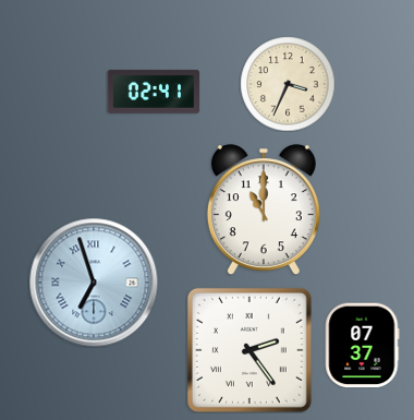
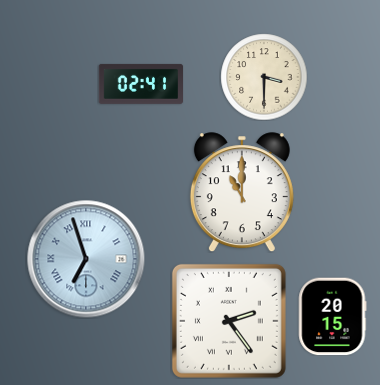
clock at (288, 84): 3:34 -> 3:30
clock at (363, 345): 07:37 -> 20:15
